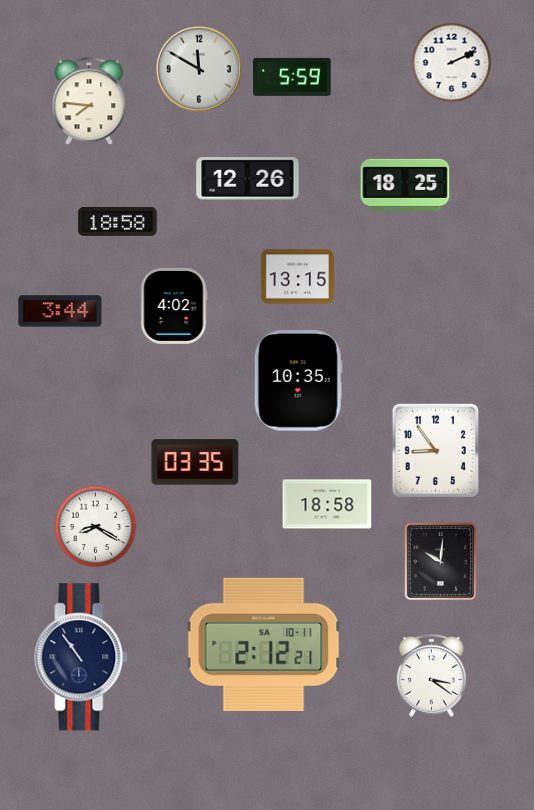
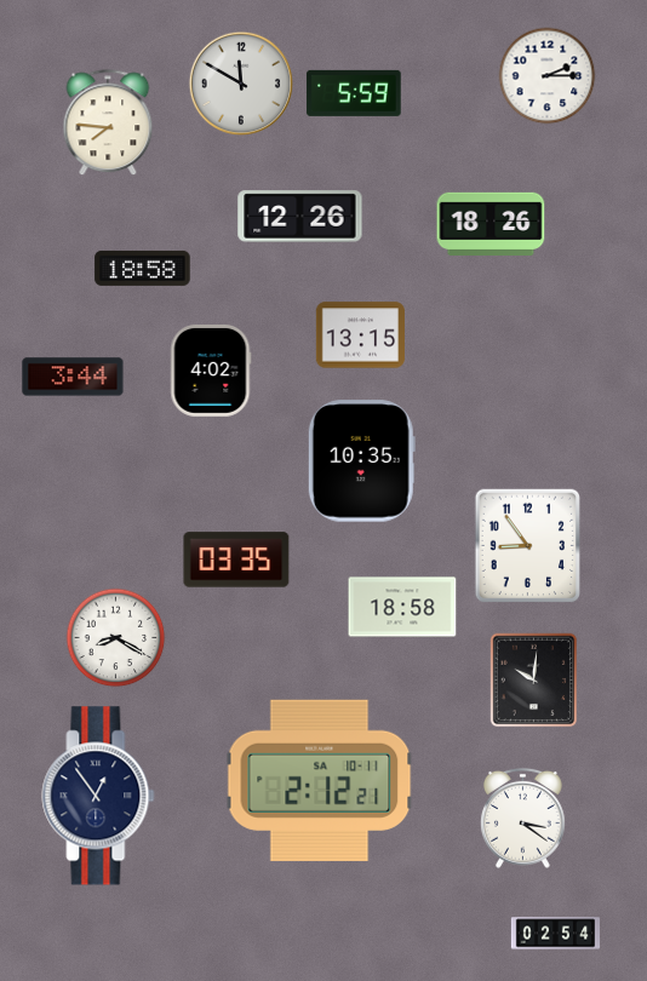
clock at (452, 63): 2:11 -> 2:15
clock at (405, 185): 18:25 -> 18:26
clock at (327, 504) position: (327, 504) -> (402, 607)
clock at (81, 657): 10:54 -> 12:54
clock at (555, 934): none -> 02:54
